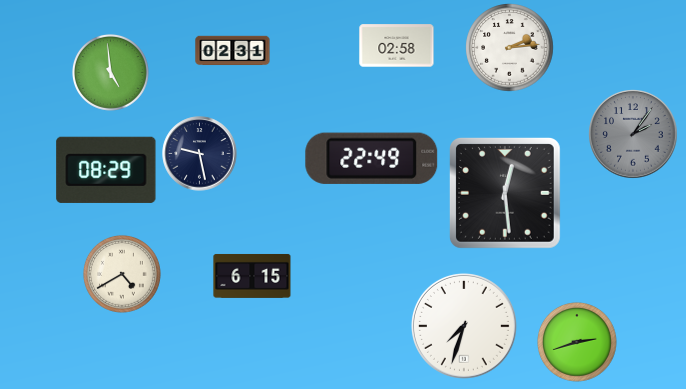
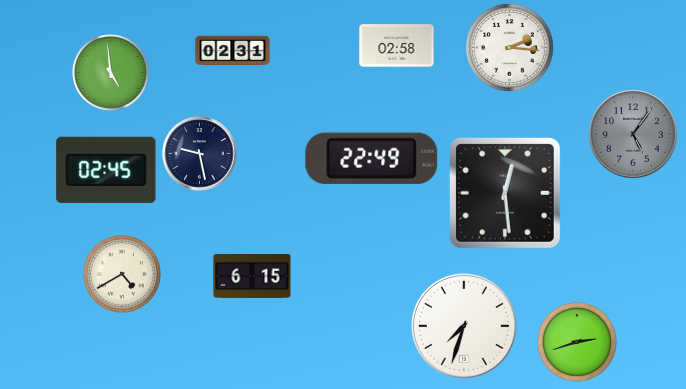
clock at (510, 48): 2:14 -> 2:16
clock at (633, 134): 2:06 -> 5:06
clock at (106, 170): 08:29 -> 02:45
